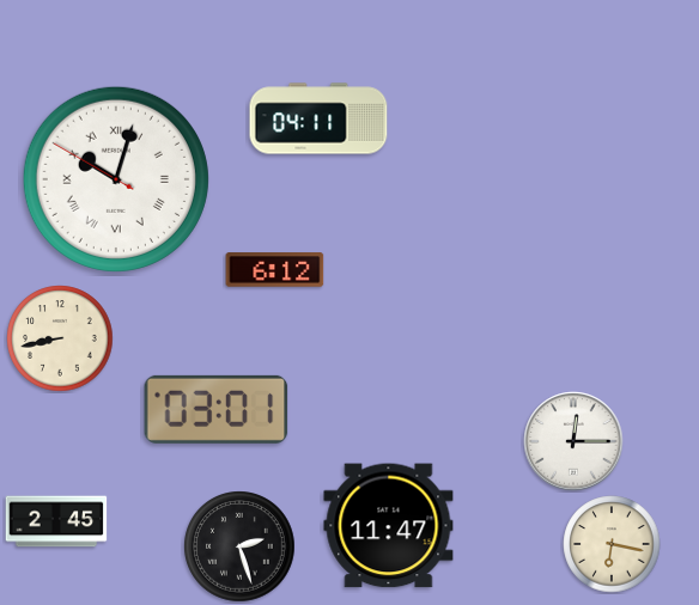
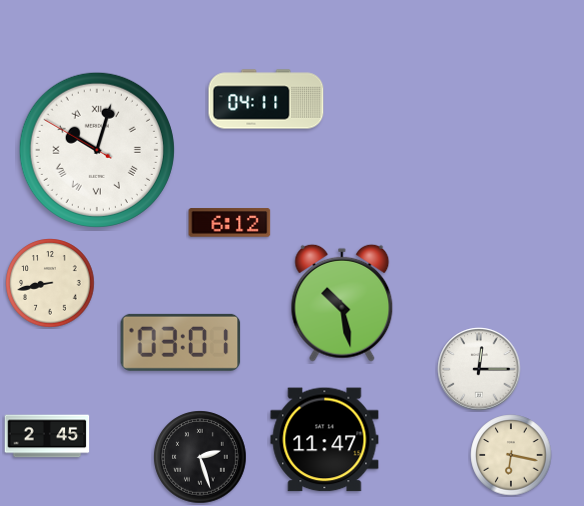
clock at (275, 270) position: (275, 270) -> (230, 223)
clock at (342, 303): none -> 10:28
